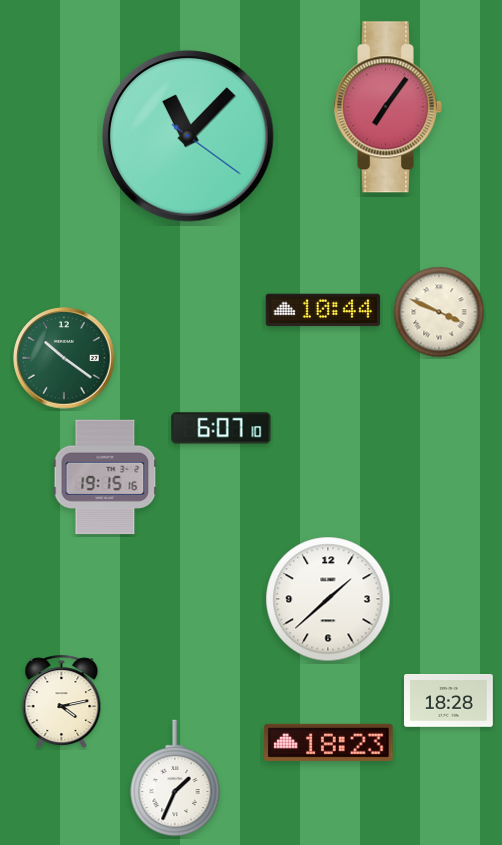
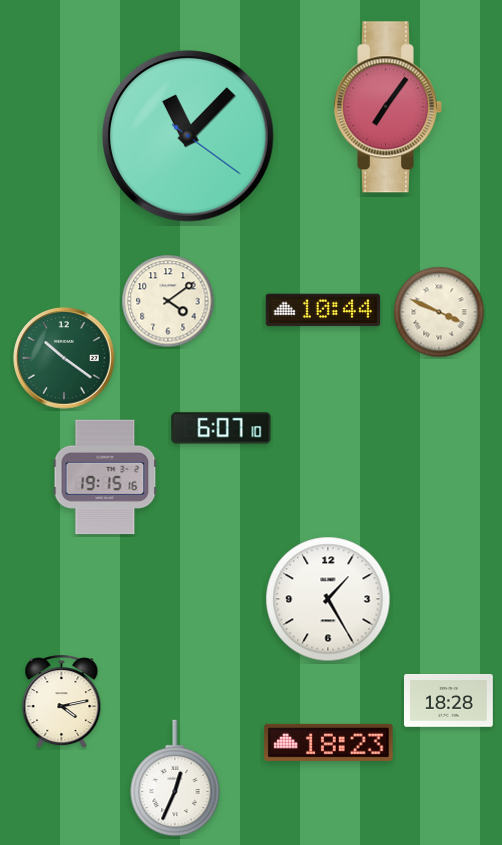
clock at (168, 301): none -> 4:09
clock at (328, 599): 1:38 -> 1:25
clock at (175, 778): 1:34 -> 12:34
